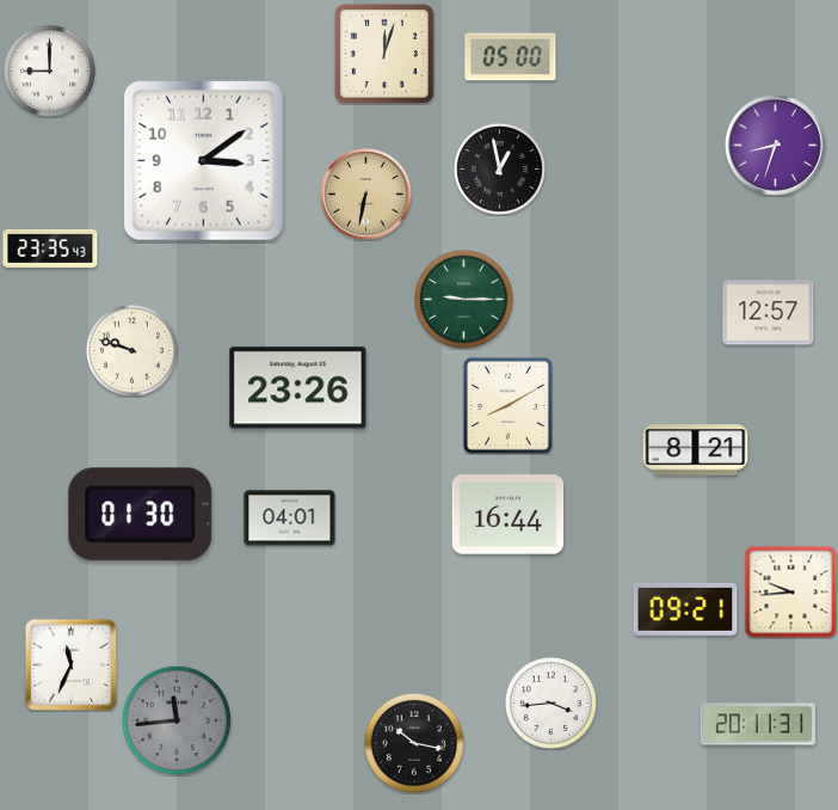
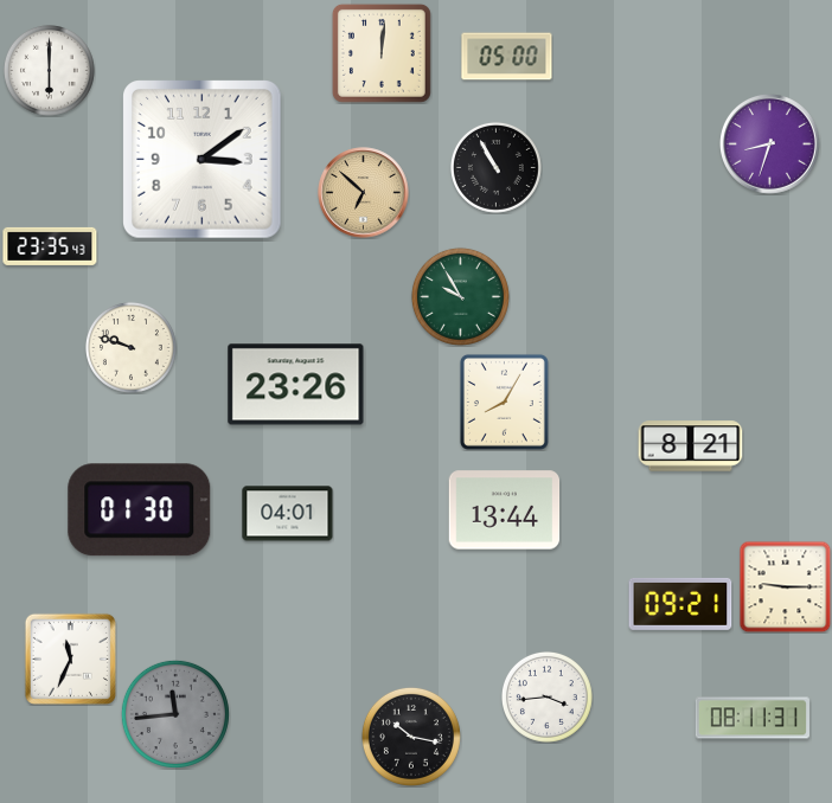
clock at (384, 54): 12:03 -> 12:01
clock at (49, 70): 9:00 -> 6:00
clock at (499, 168): 12:58 -> 10:55
clock at (366, 195): 6:32 -> 6:52
clock at (463, 299): 9:15 -> 9:55
clock at (769, 313): 12:57 -> none
clock at (507, 405): 8:10 -> 8:05
clock at (509, 515): 16:44 -> 13:44
clock at (790, 591): 9:44 -> 9:15
clock at (758, 724): 20:11 -> 08:11
